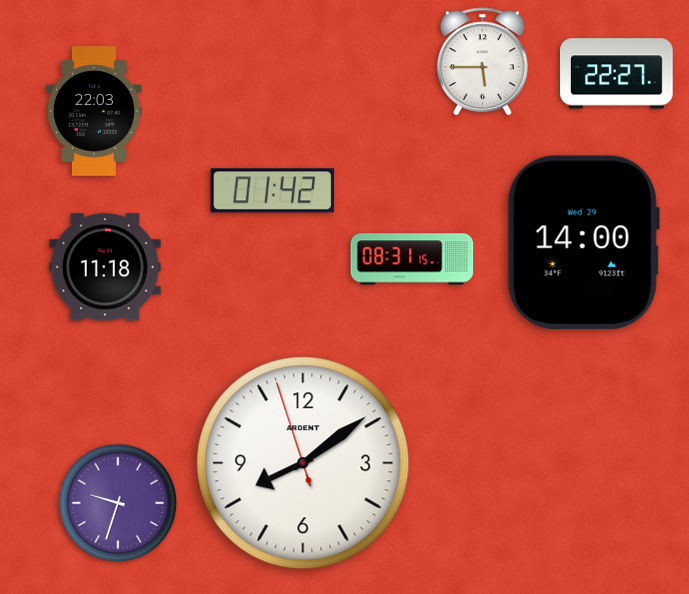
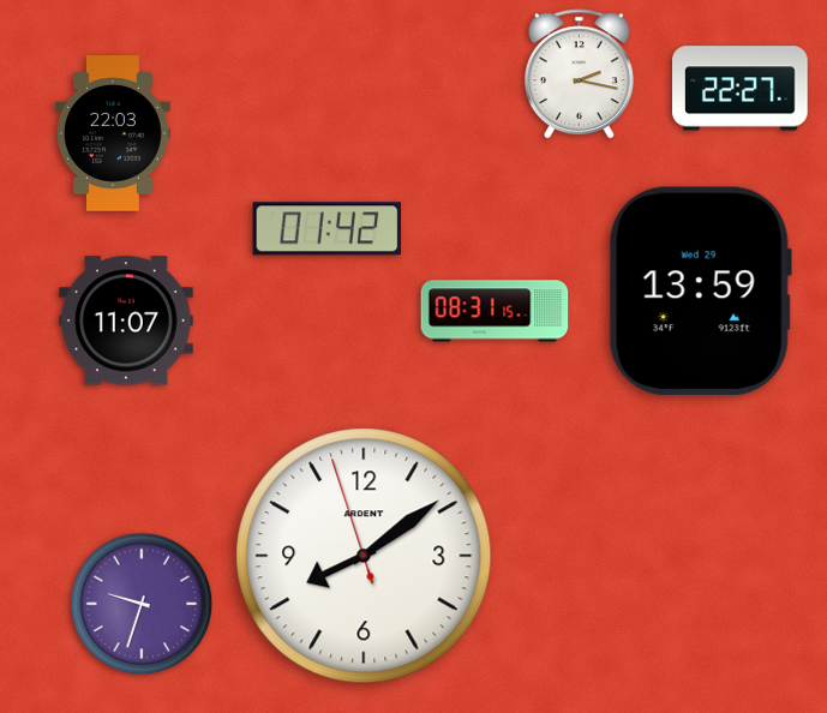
clock at (482, 62): 5:45 -> 2:17
clock at (583, 243): 14:00 -> 13:59
clock at (105, 267): 11:18 -> 11:07
